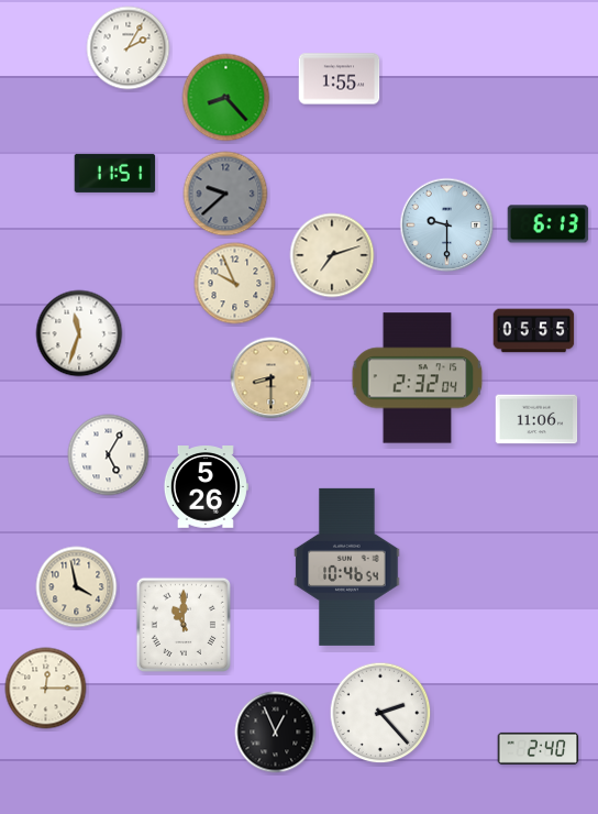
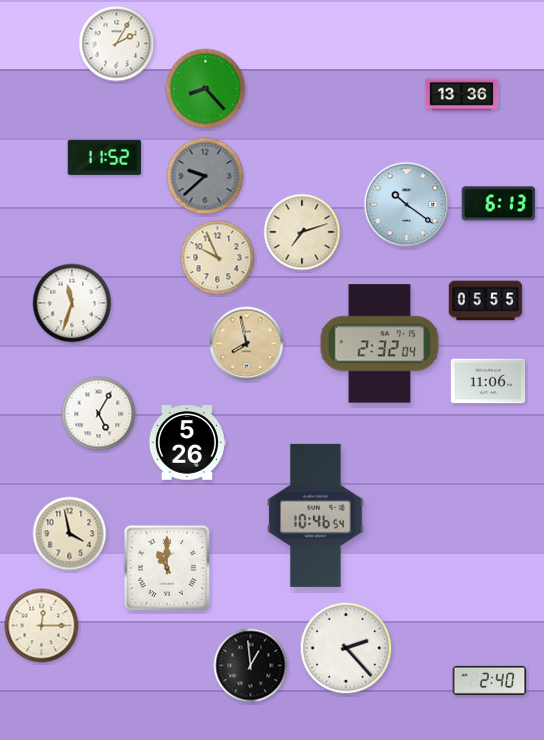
clock at (340, 79): 1:55 -> none
clock at (462, 95): none -> 13:36
clock at (115, 173): 11:51 -> 11:52
clock at (447, 226): 9:30 -> 10:21
clock at (235, 284) position: (235, 284) -> (218, 258)
clock at (272, 378): 8:30 -> 7:58
clock at (276, 733): 12:56 -> 12:59
